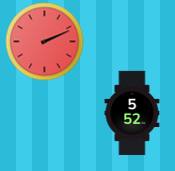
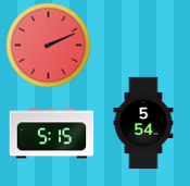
clock at (132, 113): 5:52 -> 5:54
clock at (51, 134): none -> 5:15
